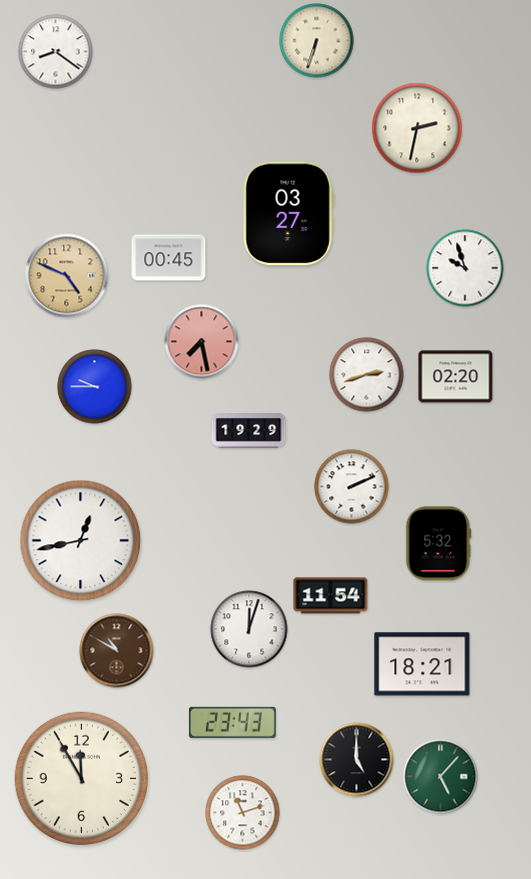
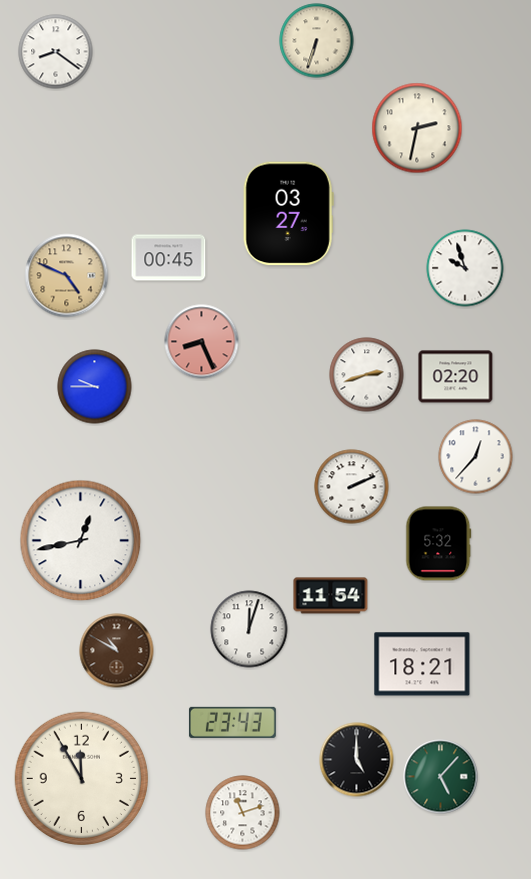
clock at (202, 342): 7:28 -> 8:26
clock at (249, 431): 19:29 -> none
clock at (476, 457): none -> 12:37
